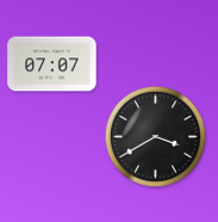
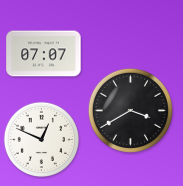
clock at (155, 136) position: (155, 136) -> (130, 110)
clock at (41, 139): none -> 12:49
